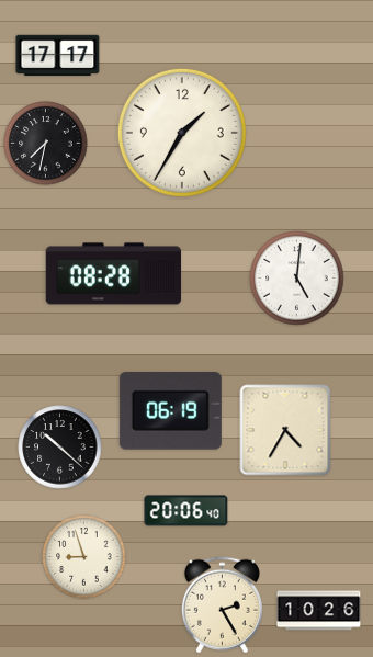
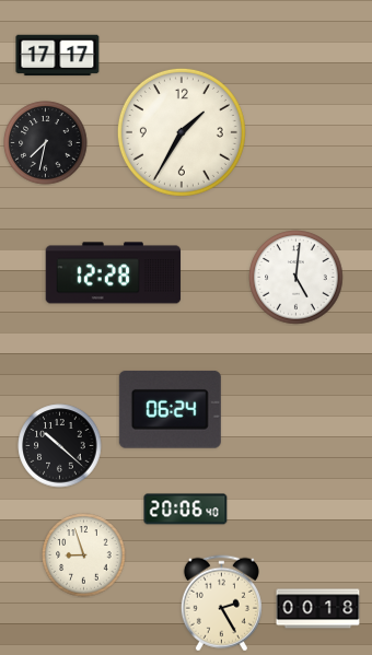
clock at (114, 274): 08:28 -> 12:28
clock at (170, 410): 06:19 -> 06:24
clock at (285, 430): 4:35 -> none
clock at (319, 611): 10:26 -> 00:18
